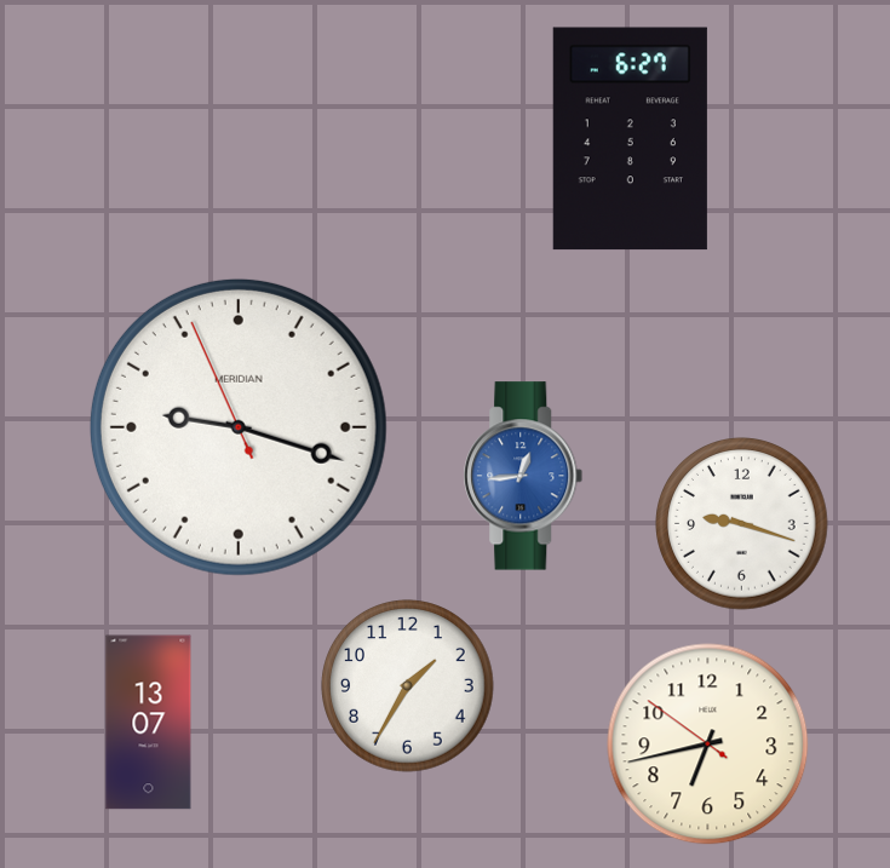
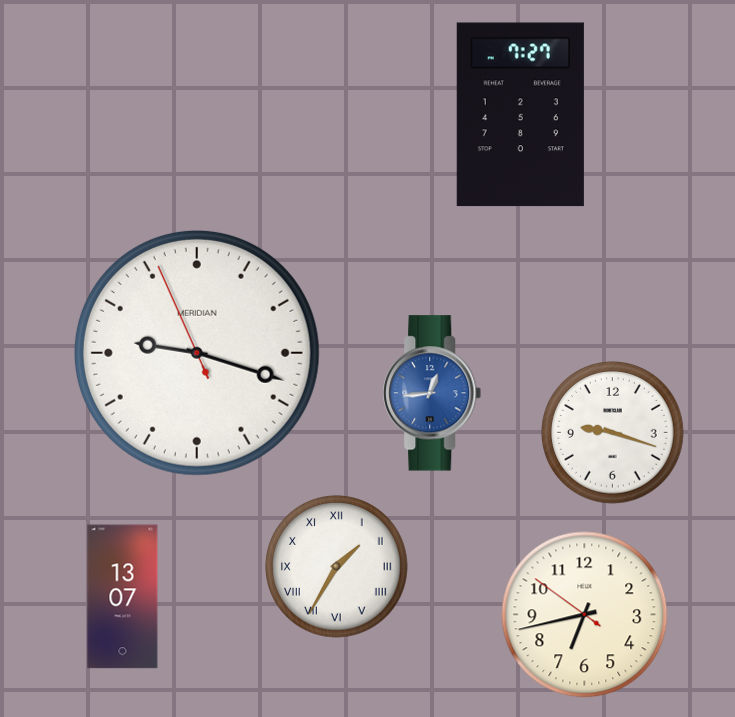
clock at (630, 139): 6:27 -> 7:27
clock at (408, 686) numerals: Arabic -> Roman
